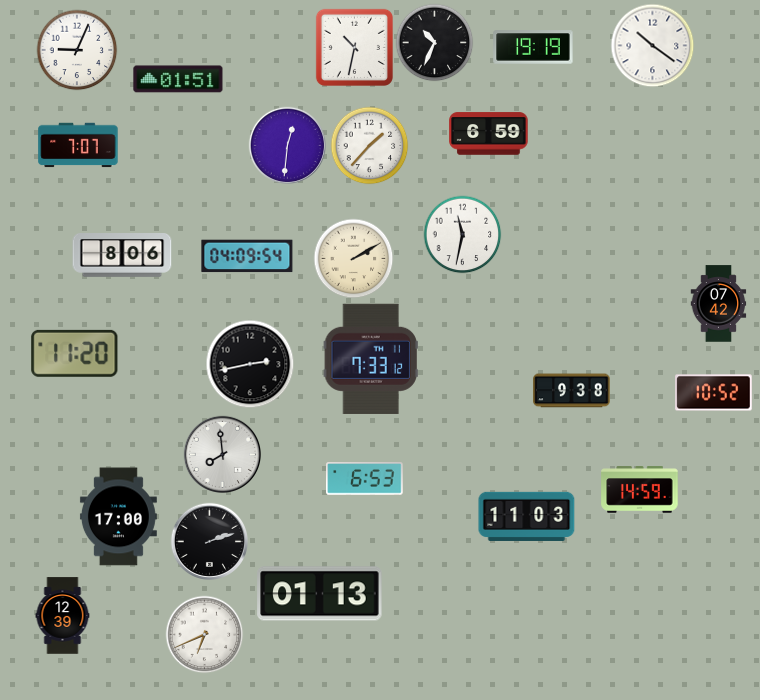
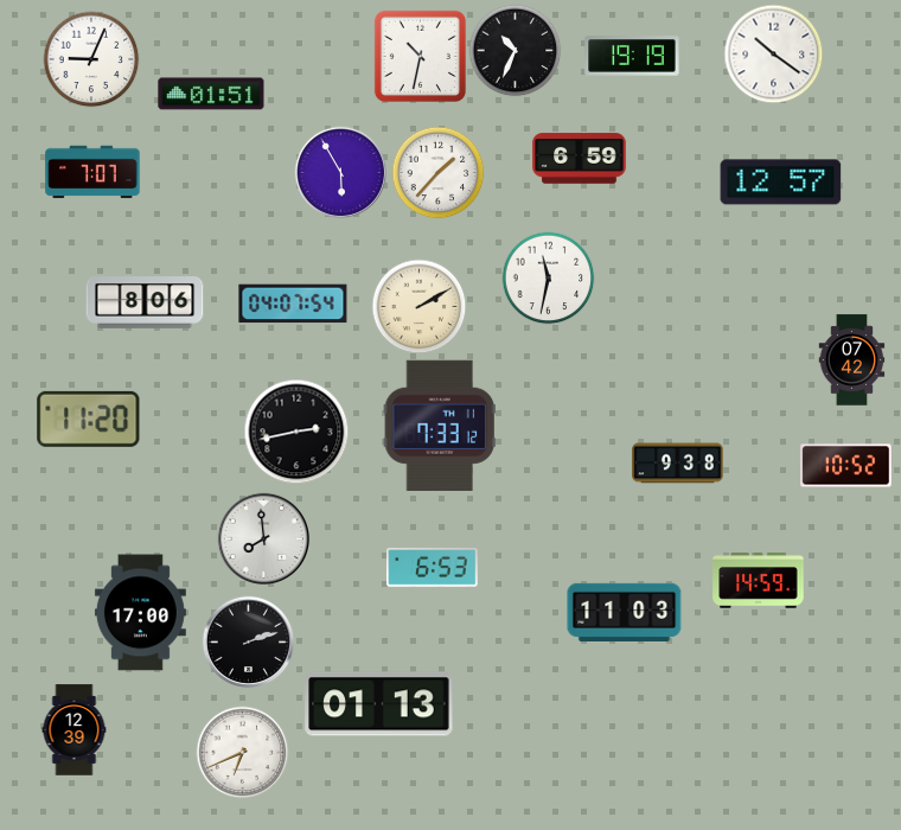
clock at (287, 145): 12:31 -> 5:55
clock at (781, 183): none -> 12:57
clock at (247, 256): 04:09 -> 04:07
